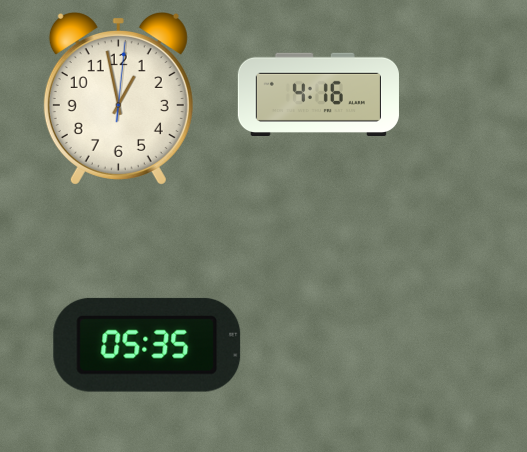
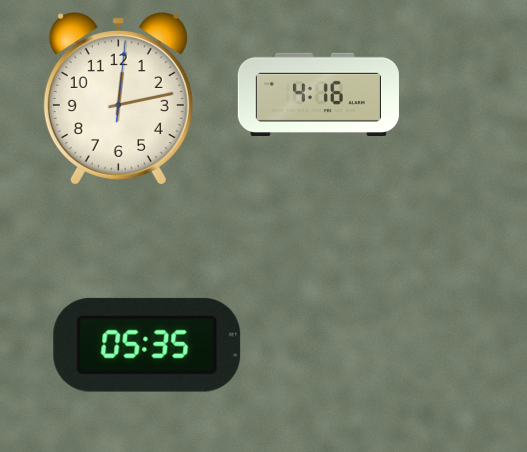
clock at (118, 99): 12:58 -> 12:13
